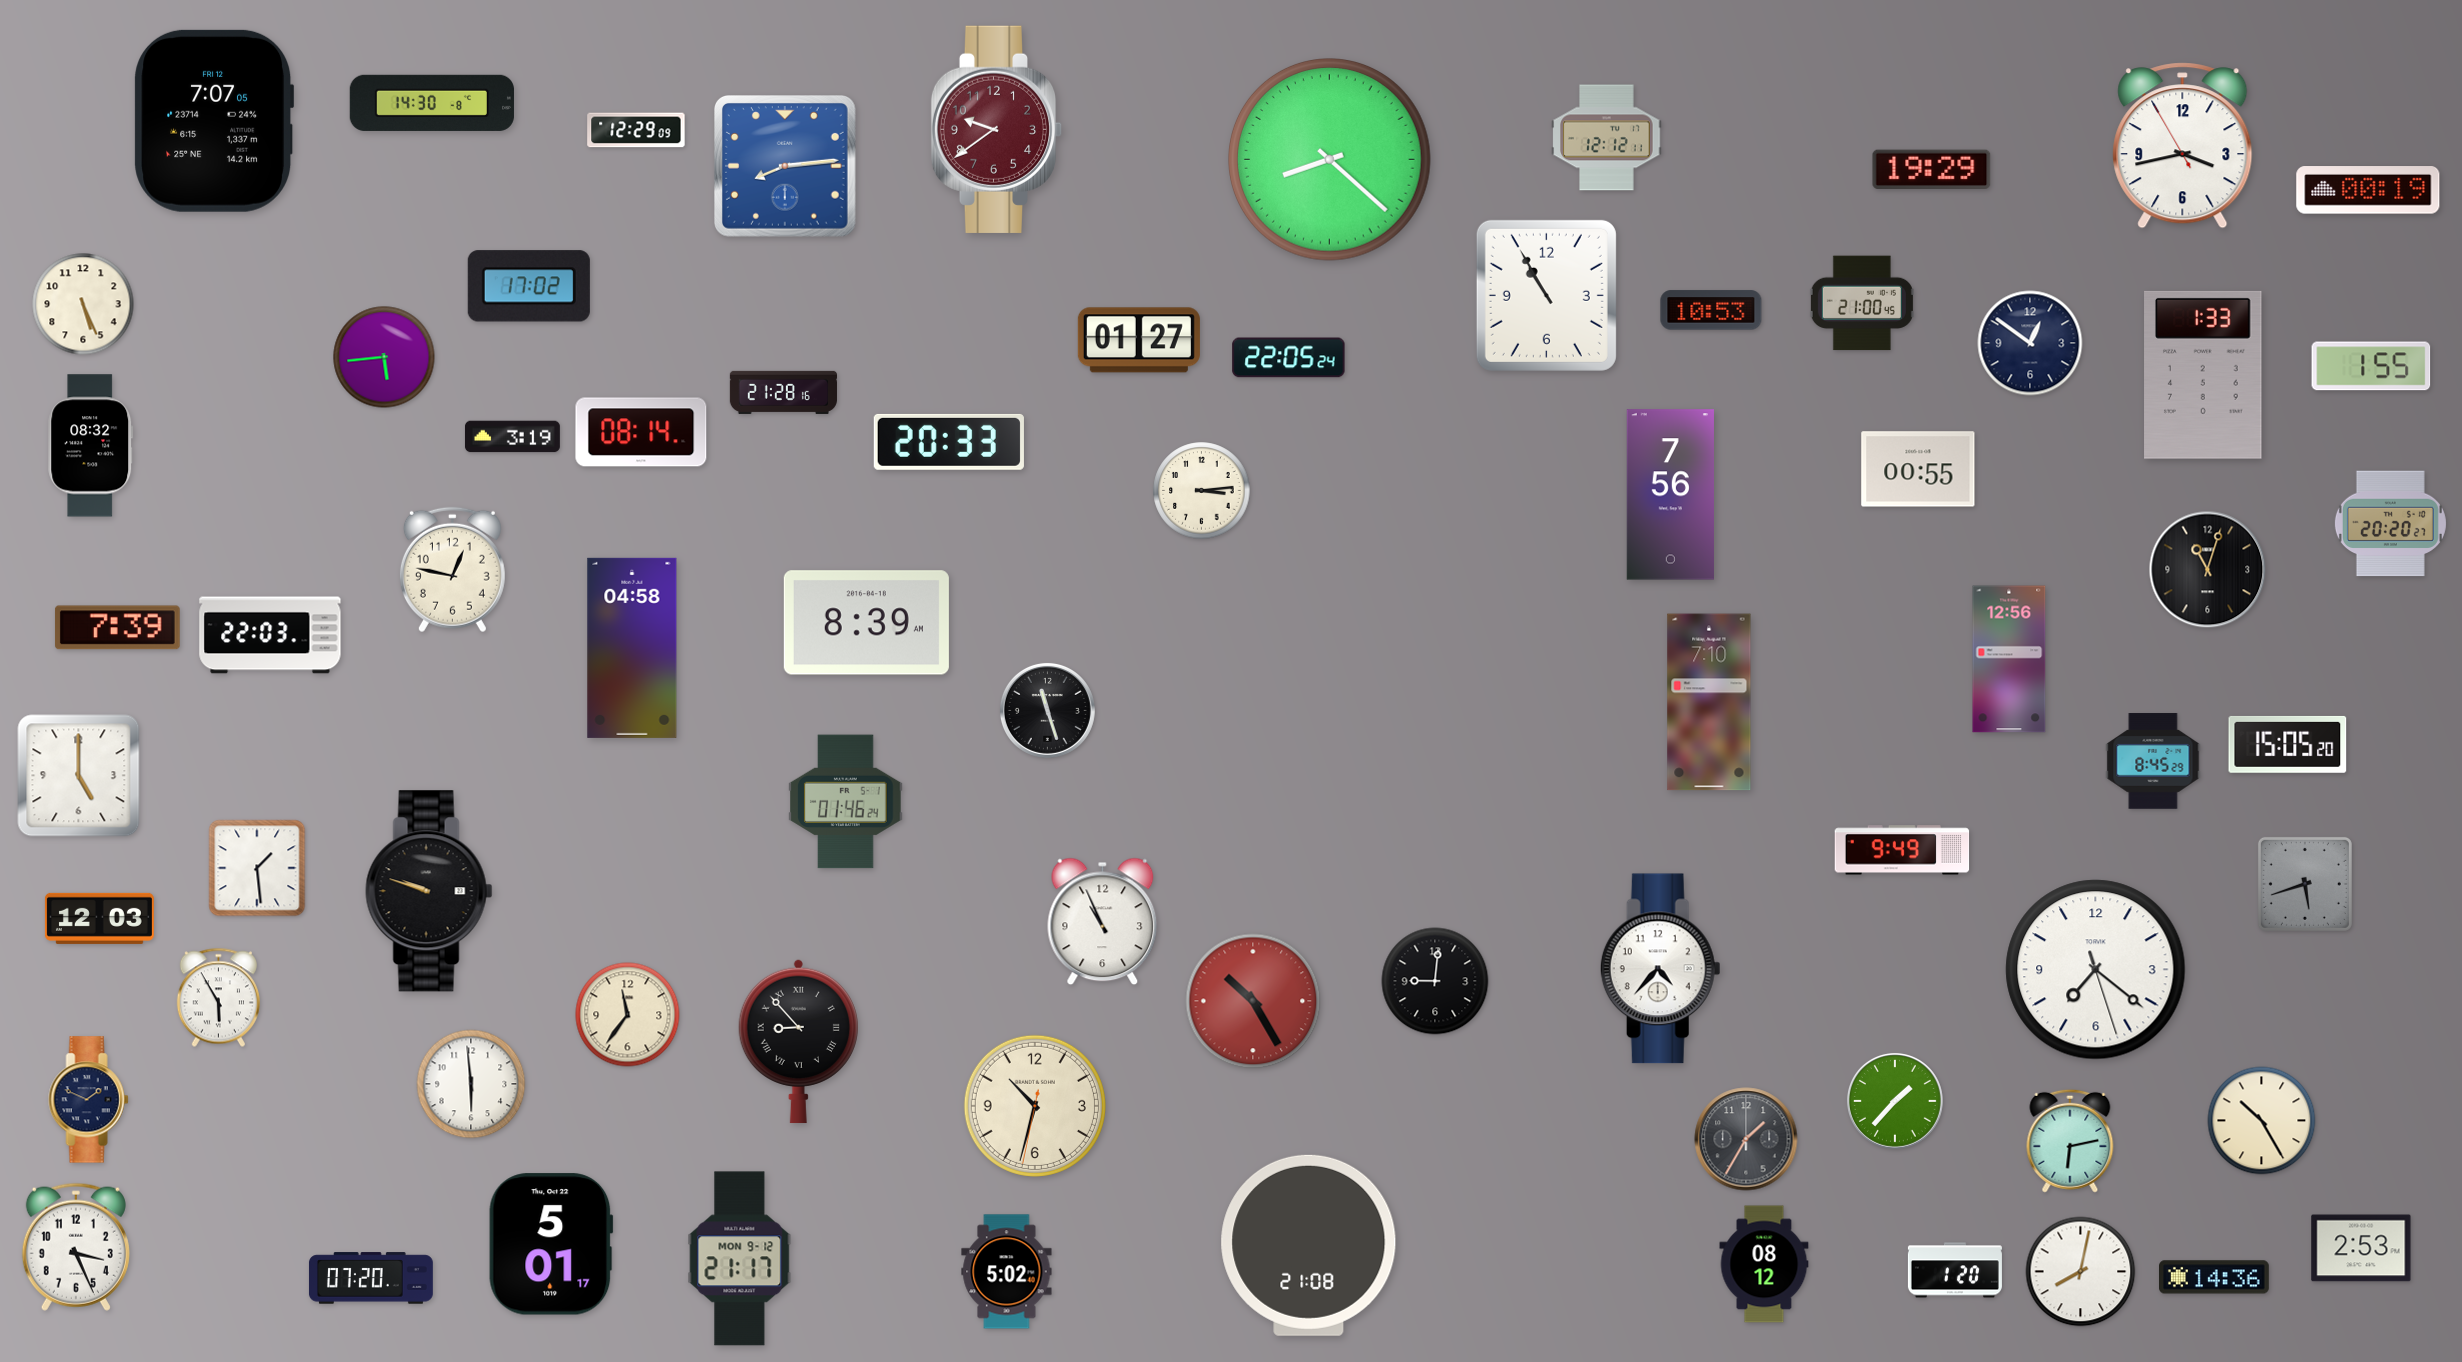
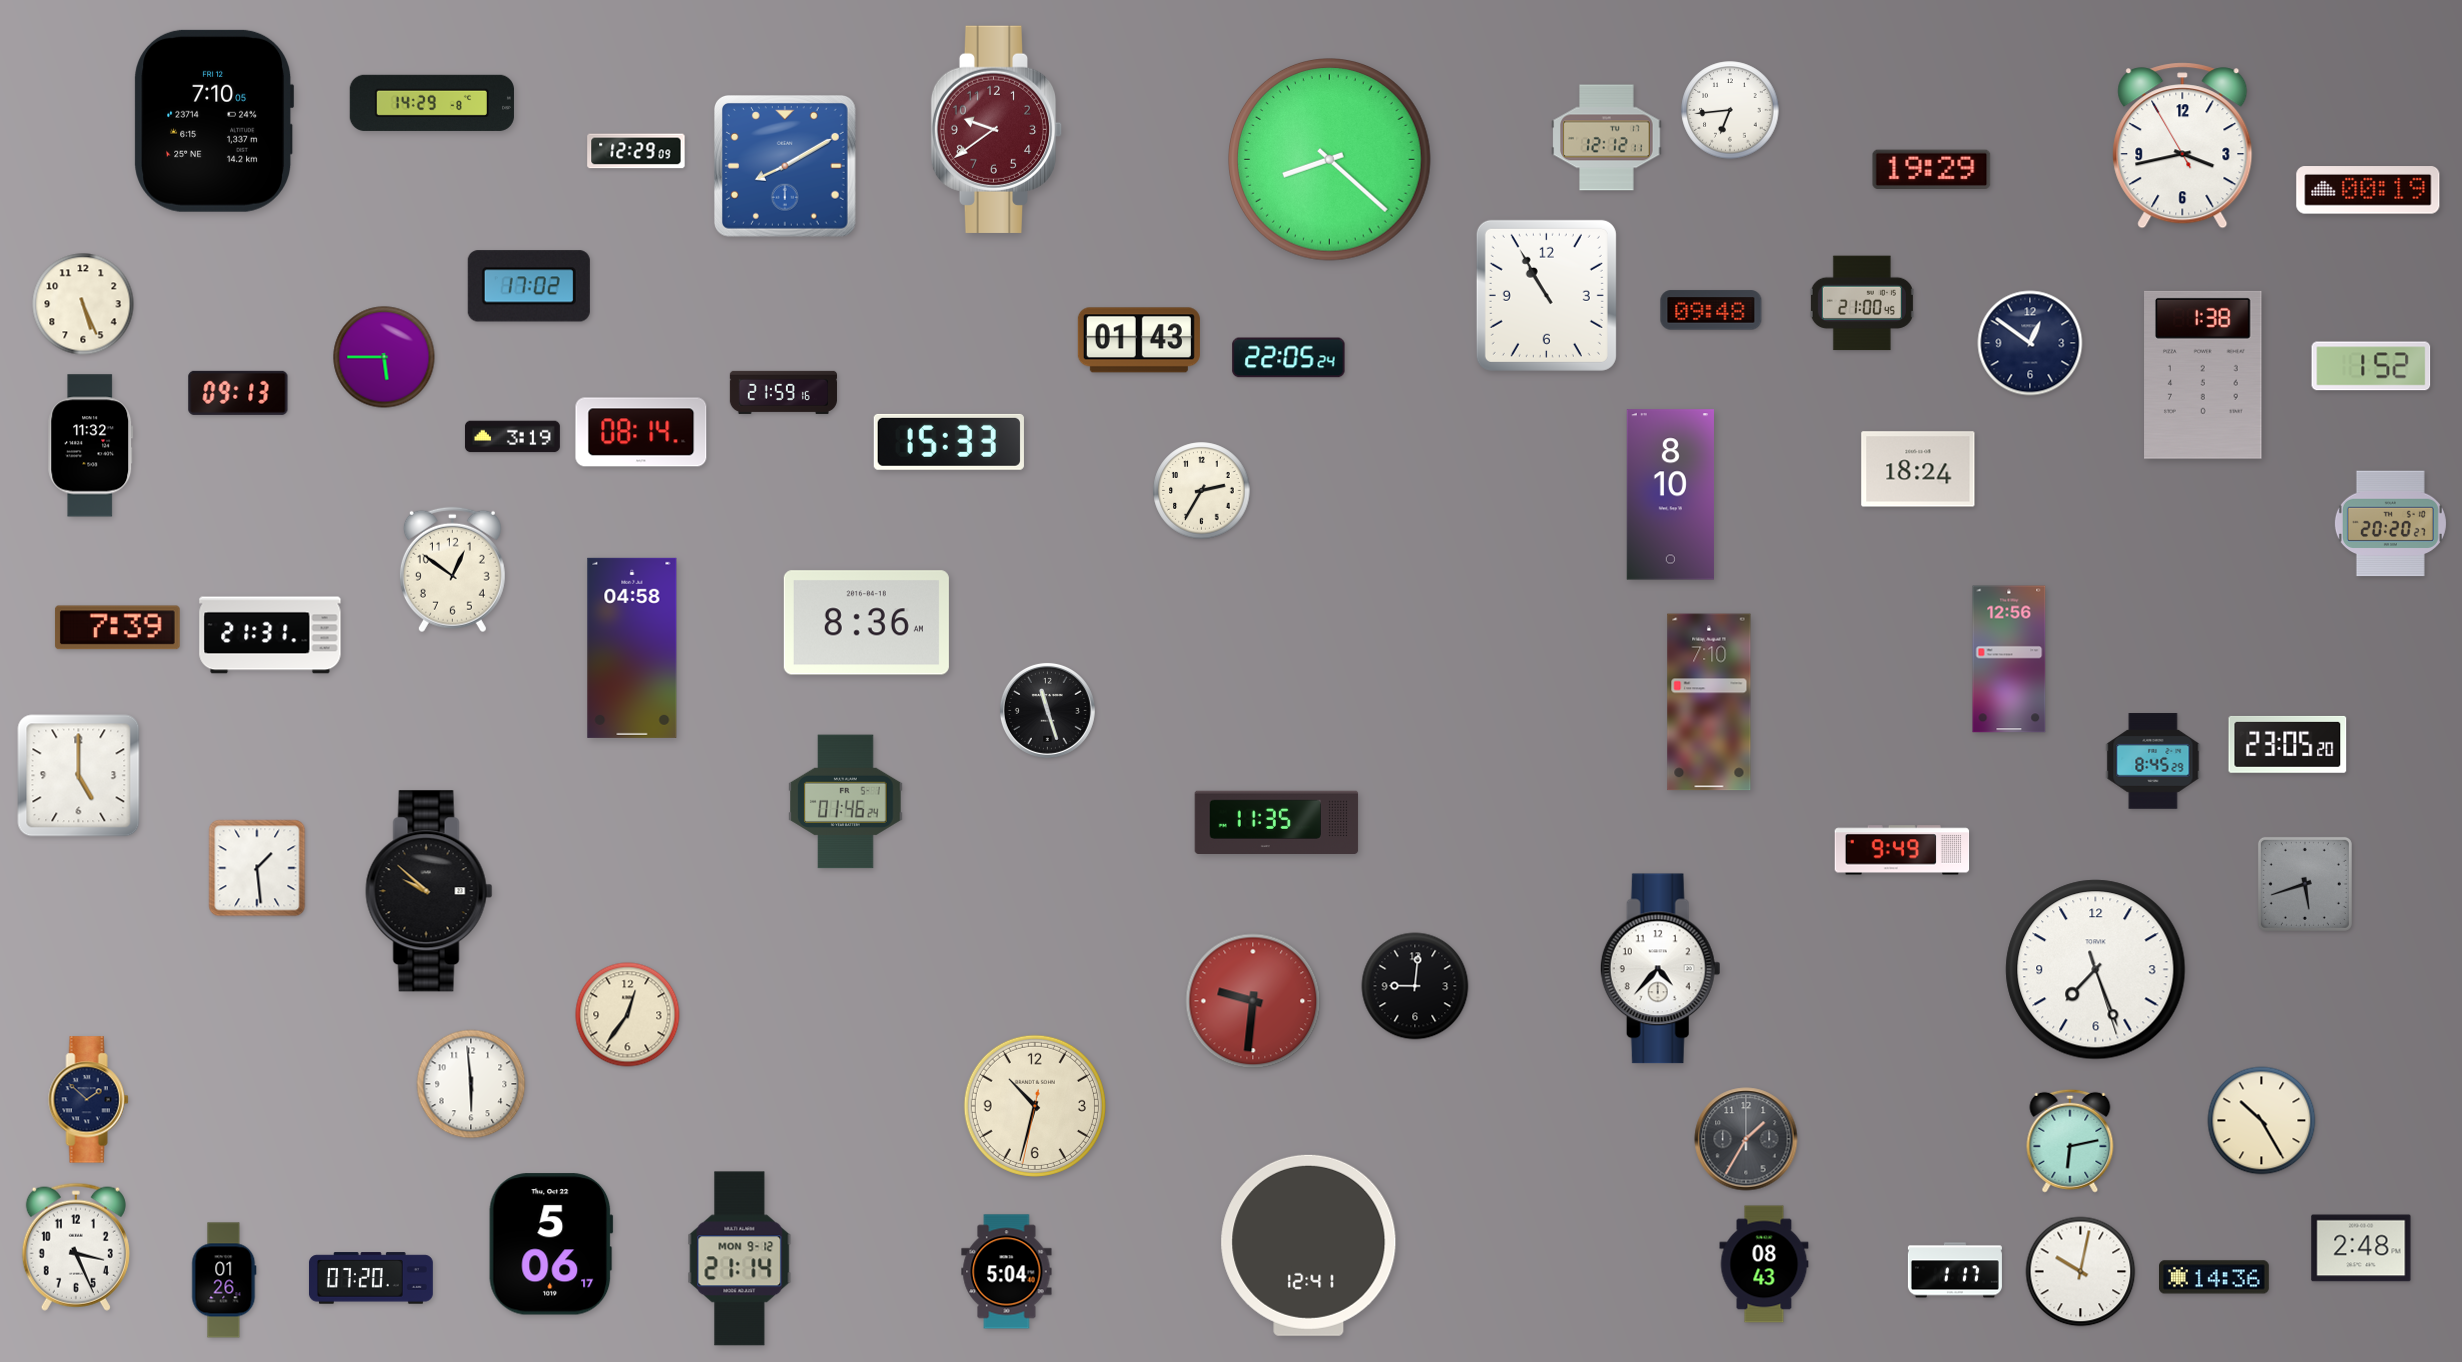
clock at (432, 103): 14:30 -> 14:29
clock at (1730, 110): none -> 6:44
clock at (214, 121): 7:07 -> 7:10
clock at (636, 130) position: (636, 130) -> (636, 151)
clock at (786, 167): 8:14 -> 8:10
clock at (1711, 310): 10:53 -> 09:48
clock at (1139, 340): 01:27 -> 01:43
clock at (384, 357): 5:44 -> 5:45
clock at (2371, 366): 1:55 -> 1:52
clock at (2203, 375): 1:33 -> 1:38
clock at (783, 392): 21:28 -> 21:59
clock at (238, 393): none -> 09:13
clock at (949, 442): 20:33 -> 15:33
clock at (91, 446): 08:32 -> 11:32
clock at (1918, 469): 00:55 -> 18:24
clock at (1202, 491): 3:14 -> 2:35
clock at (1670, 495): 7:56 -> 8:10
clock at (452, 570): 12:47 -> 12:51
clock at (2208, 570): 11:03 -> none
clock at (866, 623): 8:39 -> 8:36
clock at (270, 635): 22:03 -> 21:31
clock at (2288, 744): 15:05 -> 23:05
clock at (1277, 822): none -> 11:35
clock at (429, 891): 9:48 -> 9:52
clock at (99, 918): 12:03 -> none
clock at (1103, 922): 10:56 -> none
clock at (2096, 970): 7:21 -> 7:26
clock at (1435, 981) position: (1435, 981) -> (1415, 986)
clock at (218, 998): 5:55 -> none
clock at (1253, 1001): 10:25 -> 9:31
clock at (628, 1015): 11:36 -> 12:36
clock at (798, 1041): 8:53 -> none
clock at (89, 1100): 1:49 -> 1:52
clock at (1895, 1101): 1:37 -> none
clock at (551, 1244): 5:01 -> 5:06
clock at (1309, 1245): 21:08 -> 12:41
clock at (2361, 1248): 2:53 -> 2:48
clock at (740, 1259): 21:17 -> 21:14
clock at (1764, 1264): 08:12 -> 08:43
clock at (1955, 1270): 1:20 -> 1:17
clock at (1007, 1272): 5:02 -> 5:04
clock at (2081, 1272): 8:02 -> 10:02
clock at (224, 1280): none -> 01:26
